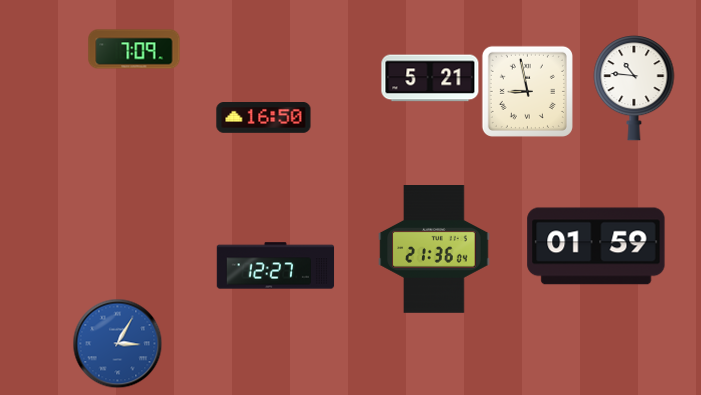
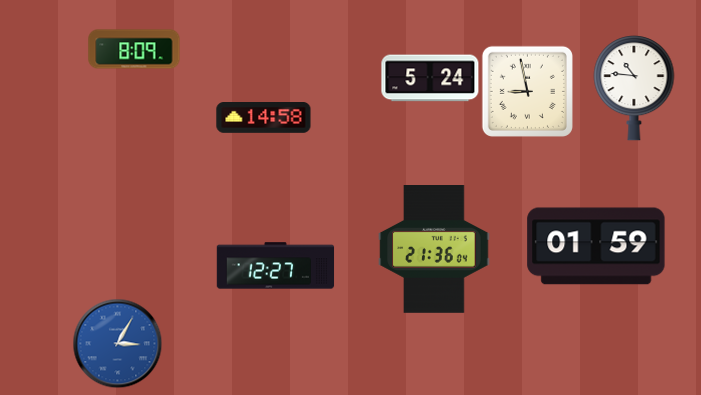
clock at (134, 49): 7:09 -> 8:09
clock at (430, 78): 5:21 -> 5:24
clock at (264, 118): 16:50 -> 14:58
